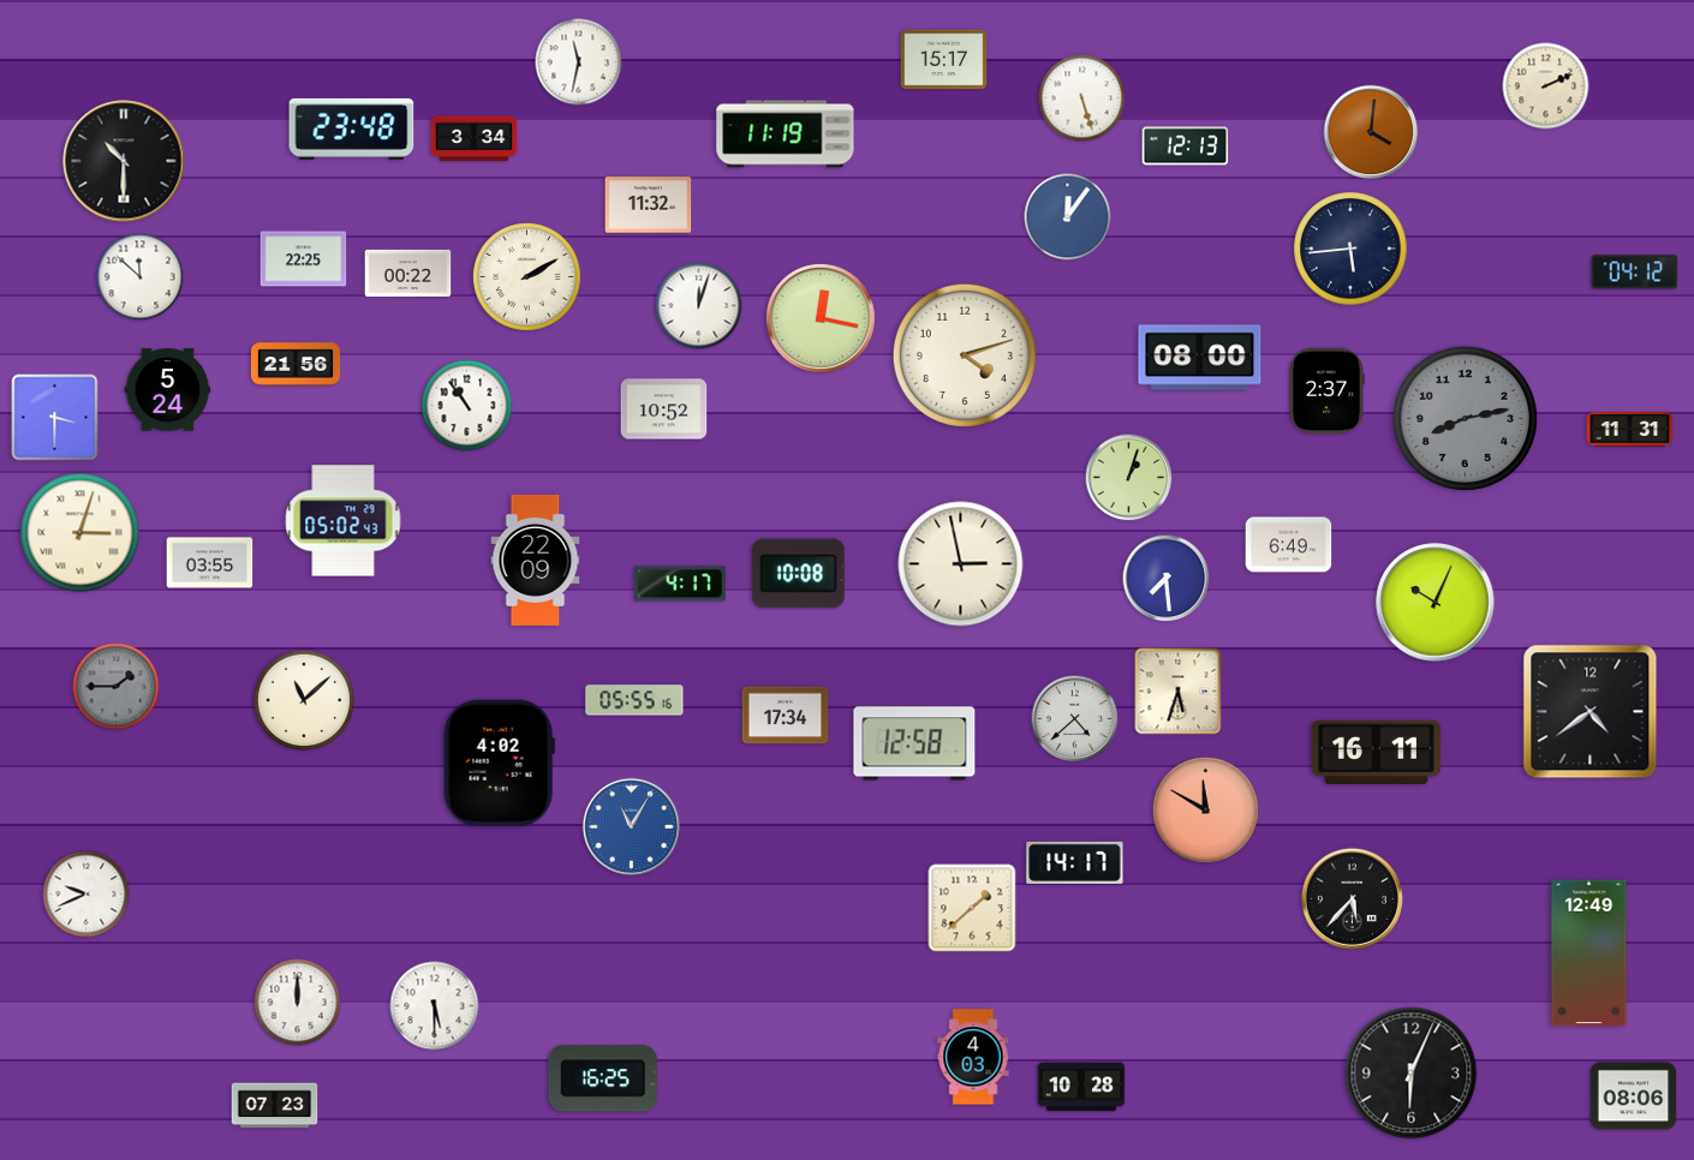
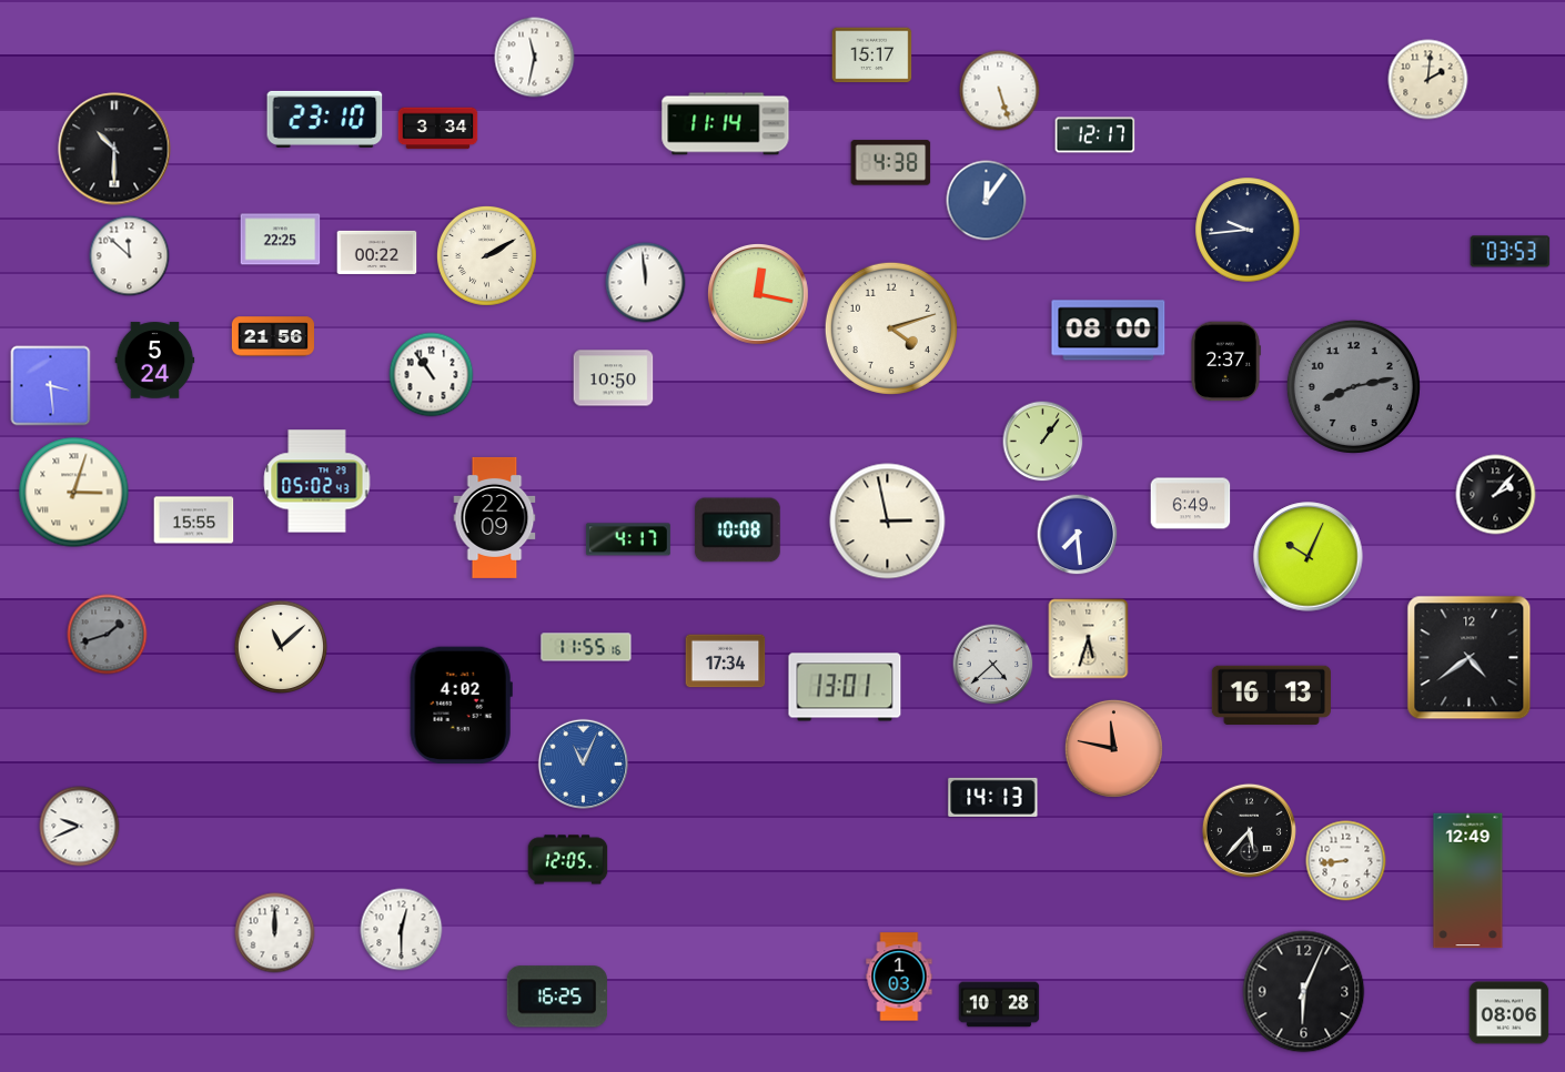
clock at (1546, 86): 2:11 -> 2:01
clock at (352, 128): 23:48 -> 23:10
clock at (1371, 132): 4:01 -> none
clock at (786, 134): 11:19 -> 11:14
clock at (1186, 147): 12:13 -> 12:17
clock at (891, 163): none -> 4:38
clock at (649, 205): 11:32 -> none
clock at (1350, 249): 5:44 -> 9:44
clock at (1635, 273): 04:12 -> 03:53
clock at (699, 306): 12:03 -> 11:59
clock at (664, 409): 10:52 -> 10:50
clock at (55, 418): 3:30 -> 3:29
clock at (1630, 430): 11:31 -> none
clock at (1129, 478): 1:03 -> 1:06
clock at (1496, 495): none -> 2:07
clock at (210, 563): 03:55 -> 15:55
clock at (1436, 603) position: (1436, 603) -> (1309, 557)
clock at (117, 687): 1:45 -> 1:42
clock at (634, 700): 05:55 -> 11:55
clock at (914, 743): 12:58 -> 13:01
clock at (1376, 753): 16:11 -> 16:13
clock at (1205, 809): 11:50 -> 11:47
clock at (631, 826): 11:05 -> 11:04
clock at (1075, 862): 14:17 -> 14:13
clock at (972, 908): 1:38 -> none
clock at (568, 860): none -> 12:05
clock at (1346, 861): none -> 8:44
clock at (298, 1003) position: (298, 1003) -> (275, 933)
clock at (435, 1006): 5:30 -> 12:30
clock at (973, 1057): 4:03 -> 1:03
clock at (275, 1106): 07:23 -> none
